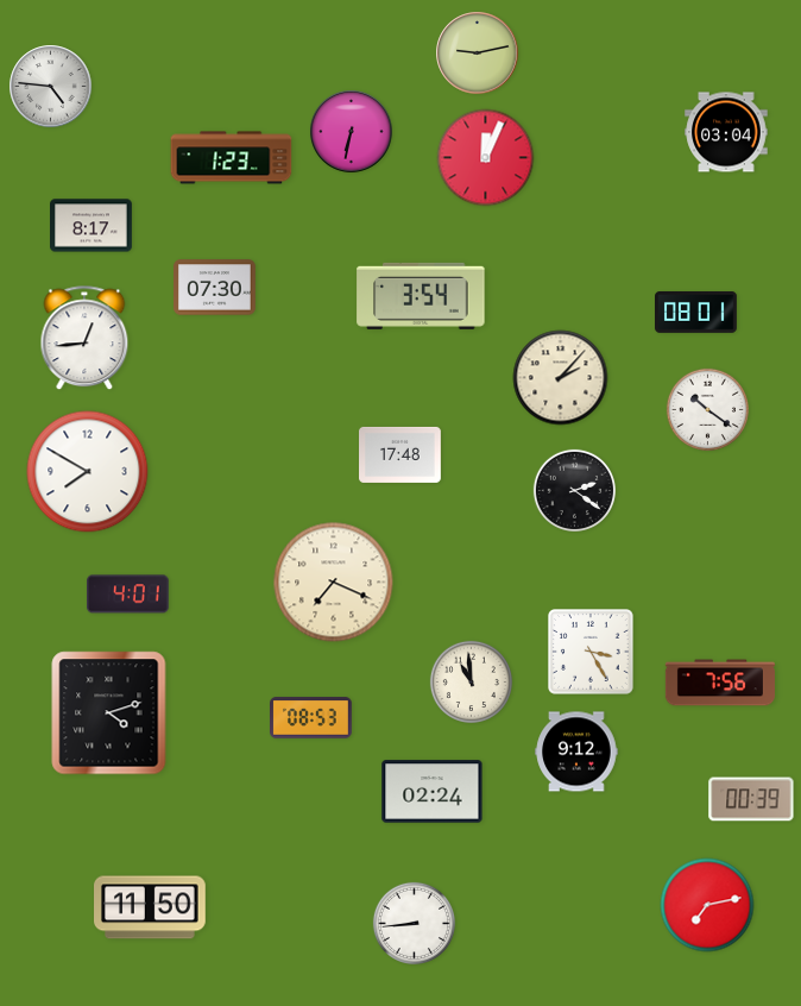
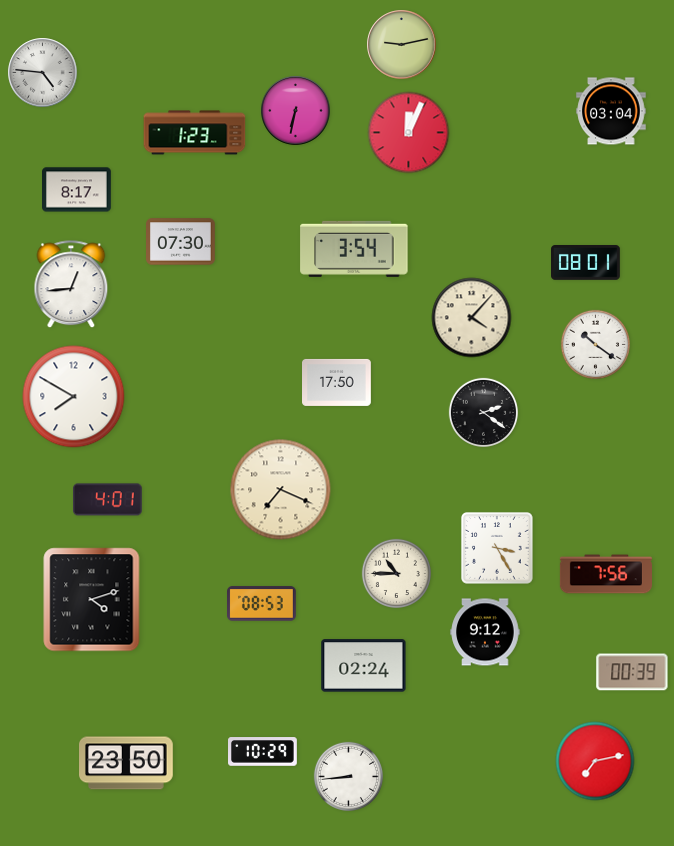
clock at (561, 378): 2:07 -> 4:07
clock at (400, 454): 17:48 -> 17:50
clock at (471, 681): 10:59 -> 10:45
clock at (263, 752): none -> 10:29
clock at (151, 907): 11:50 -> 23:50
